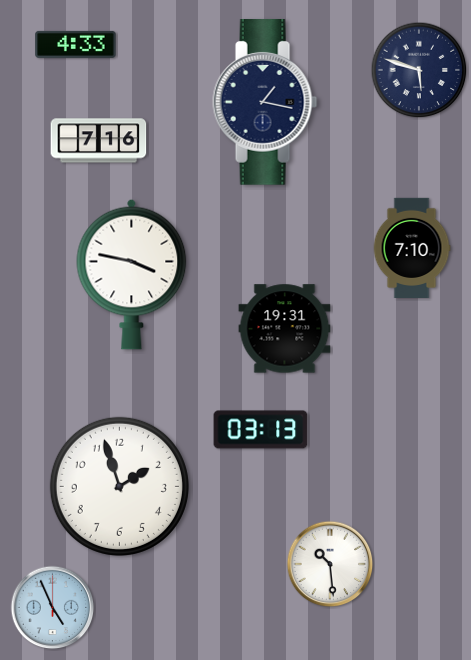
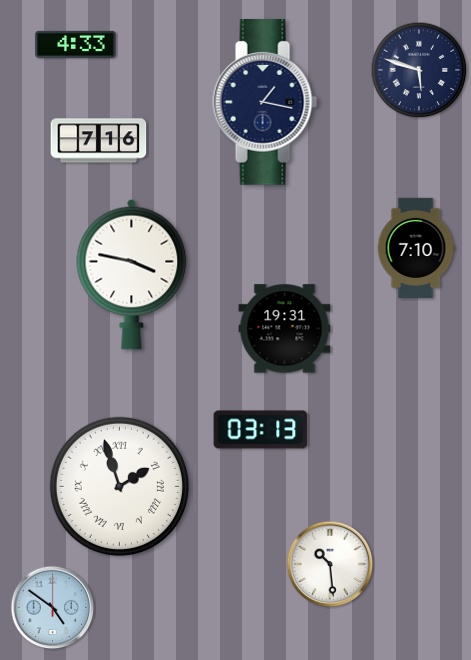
clock at (412, 247) position: (412, 247) -> (416, 247)
clock at (119, 486) numerals: Arabic -> Roman
clock at (53, 608): 4:56 -> 4:51
